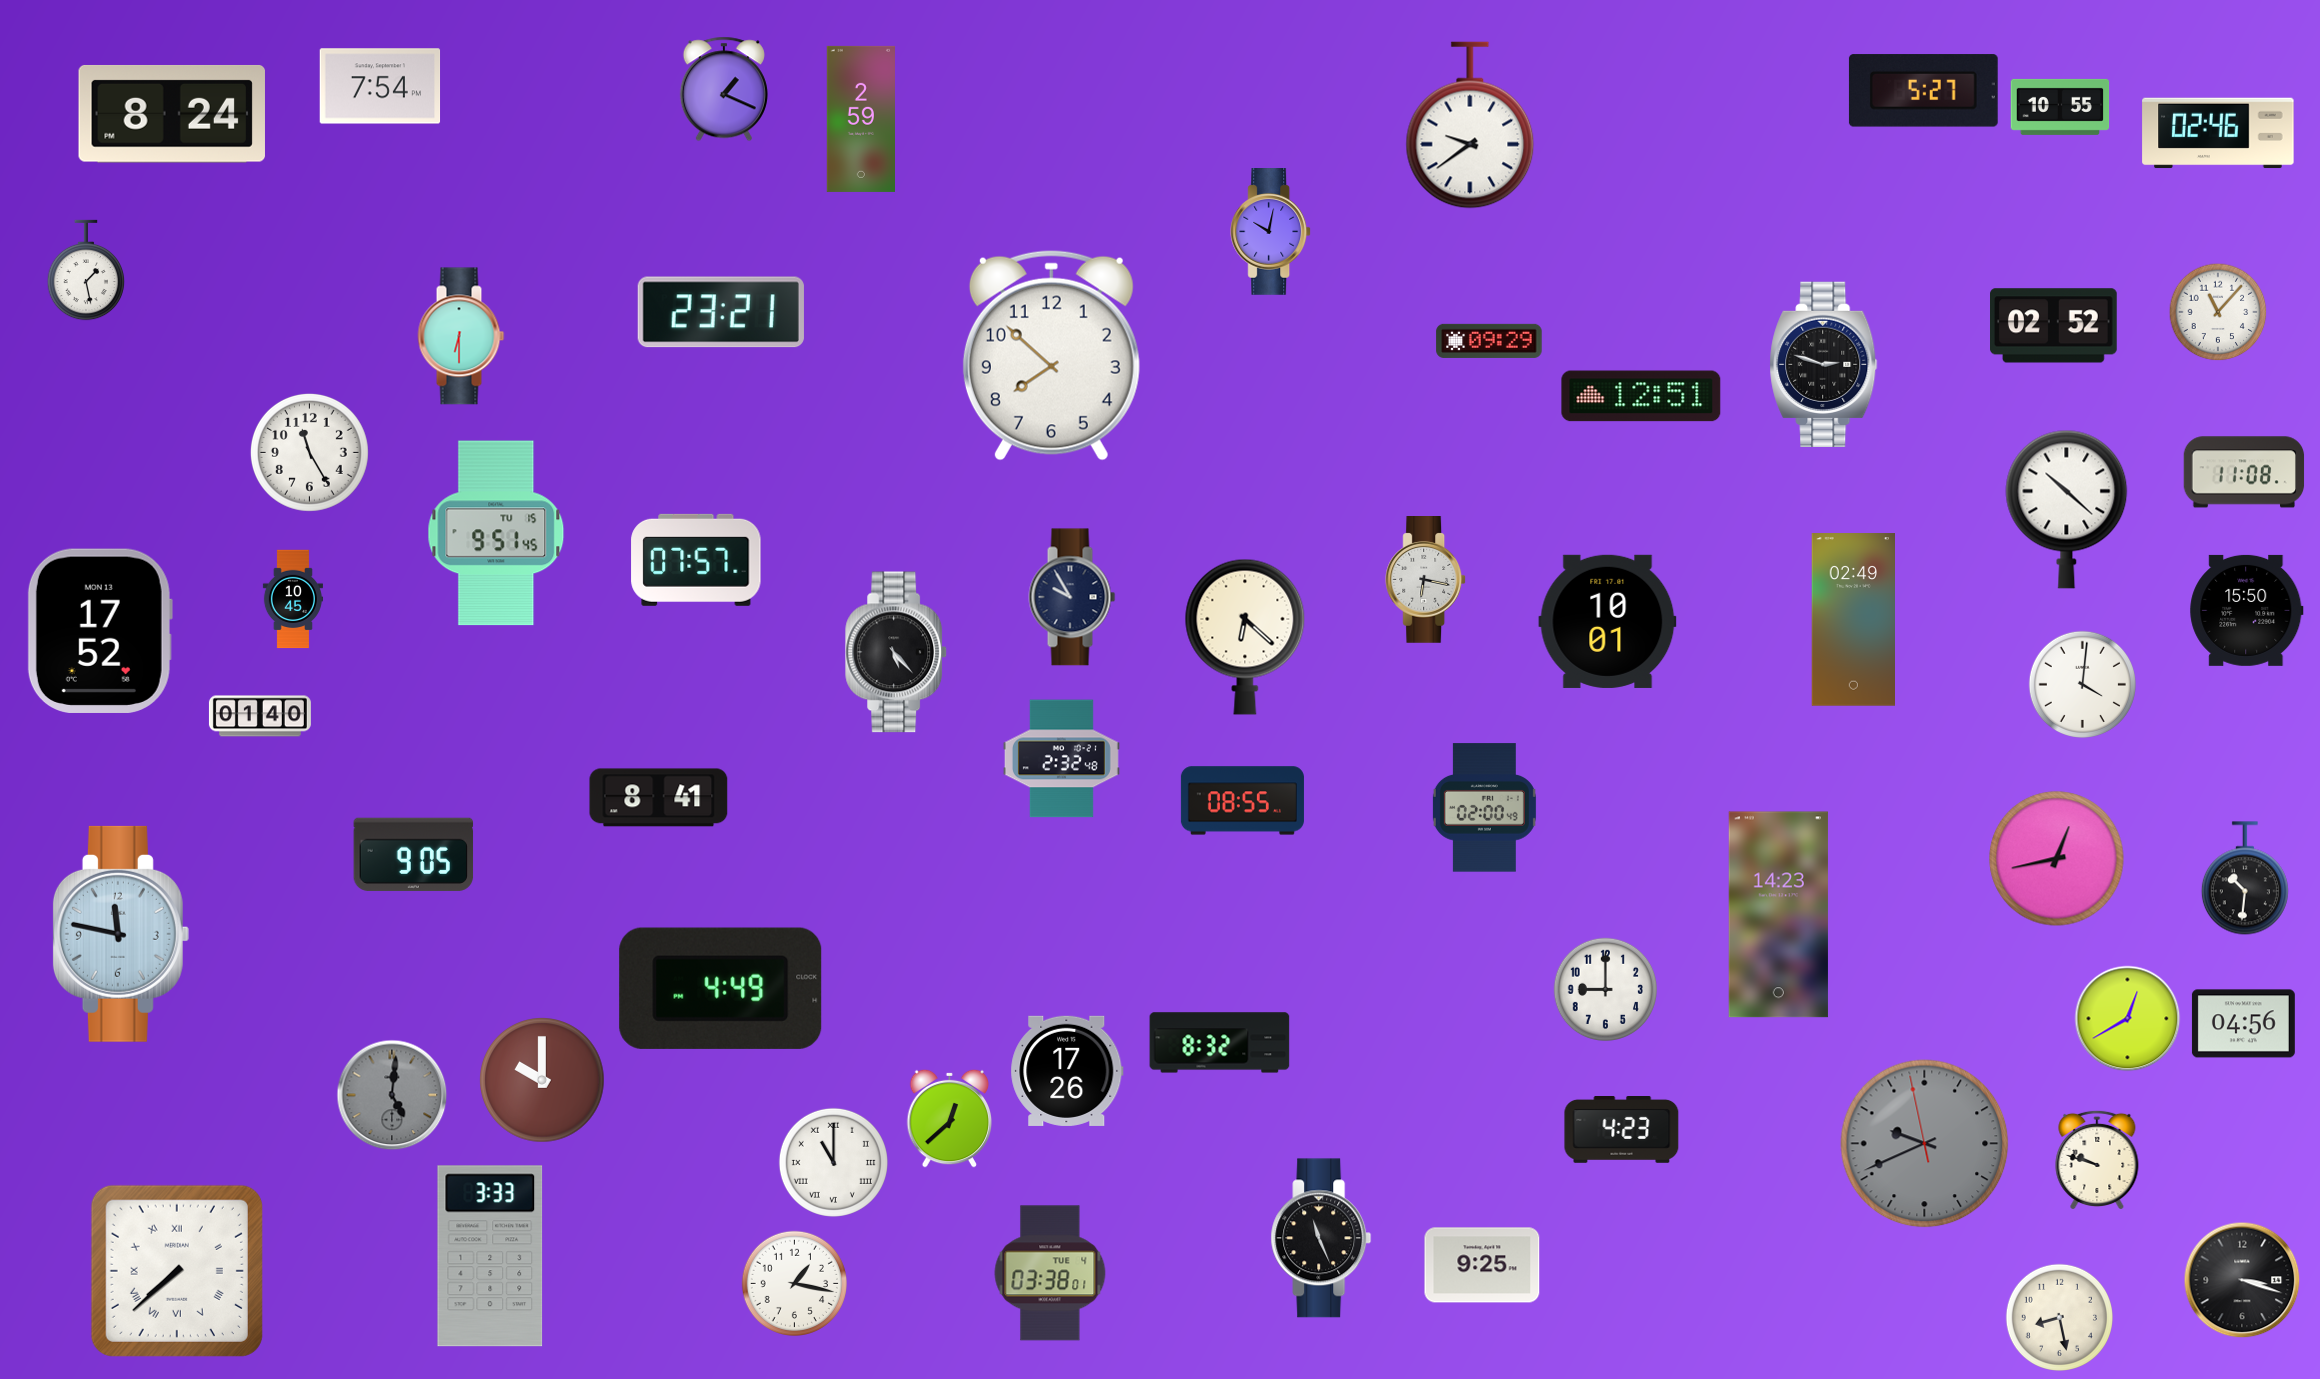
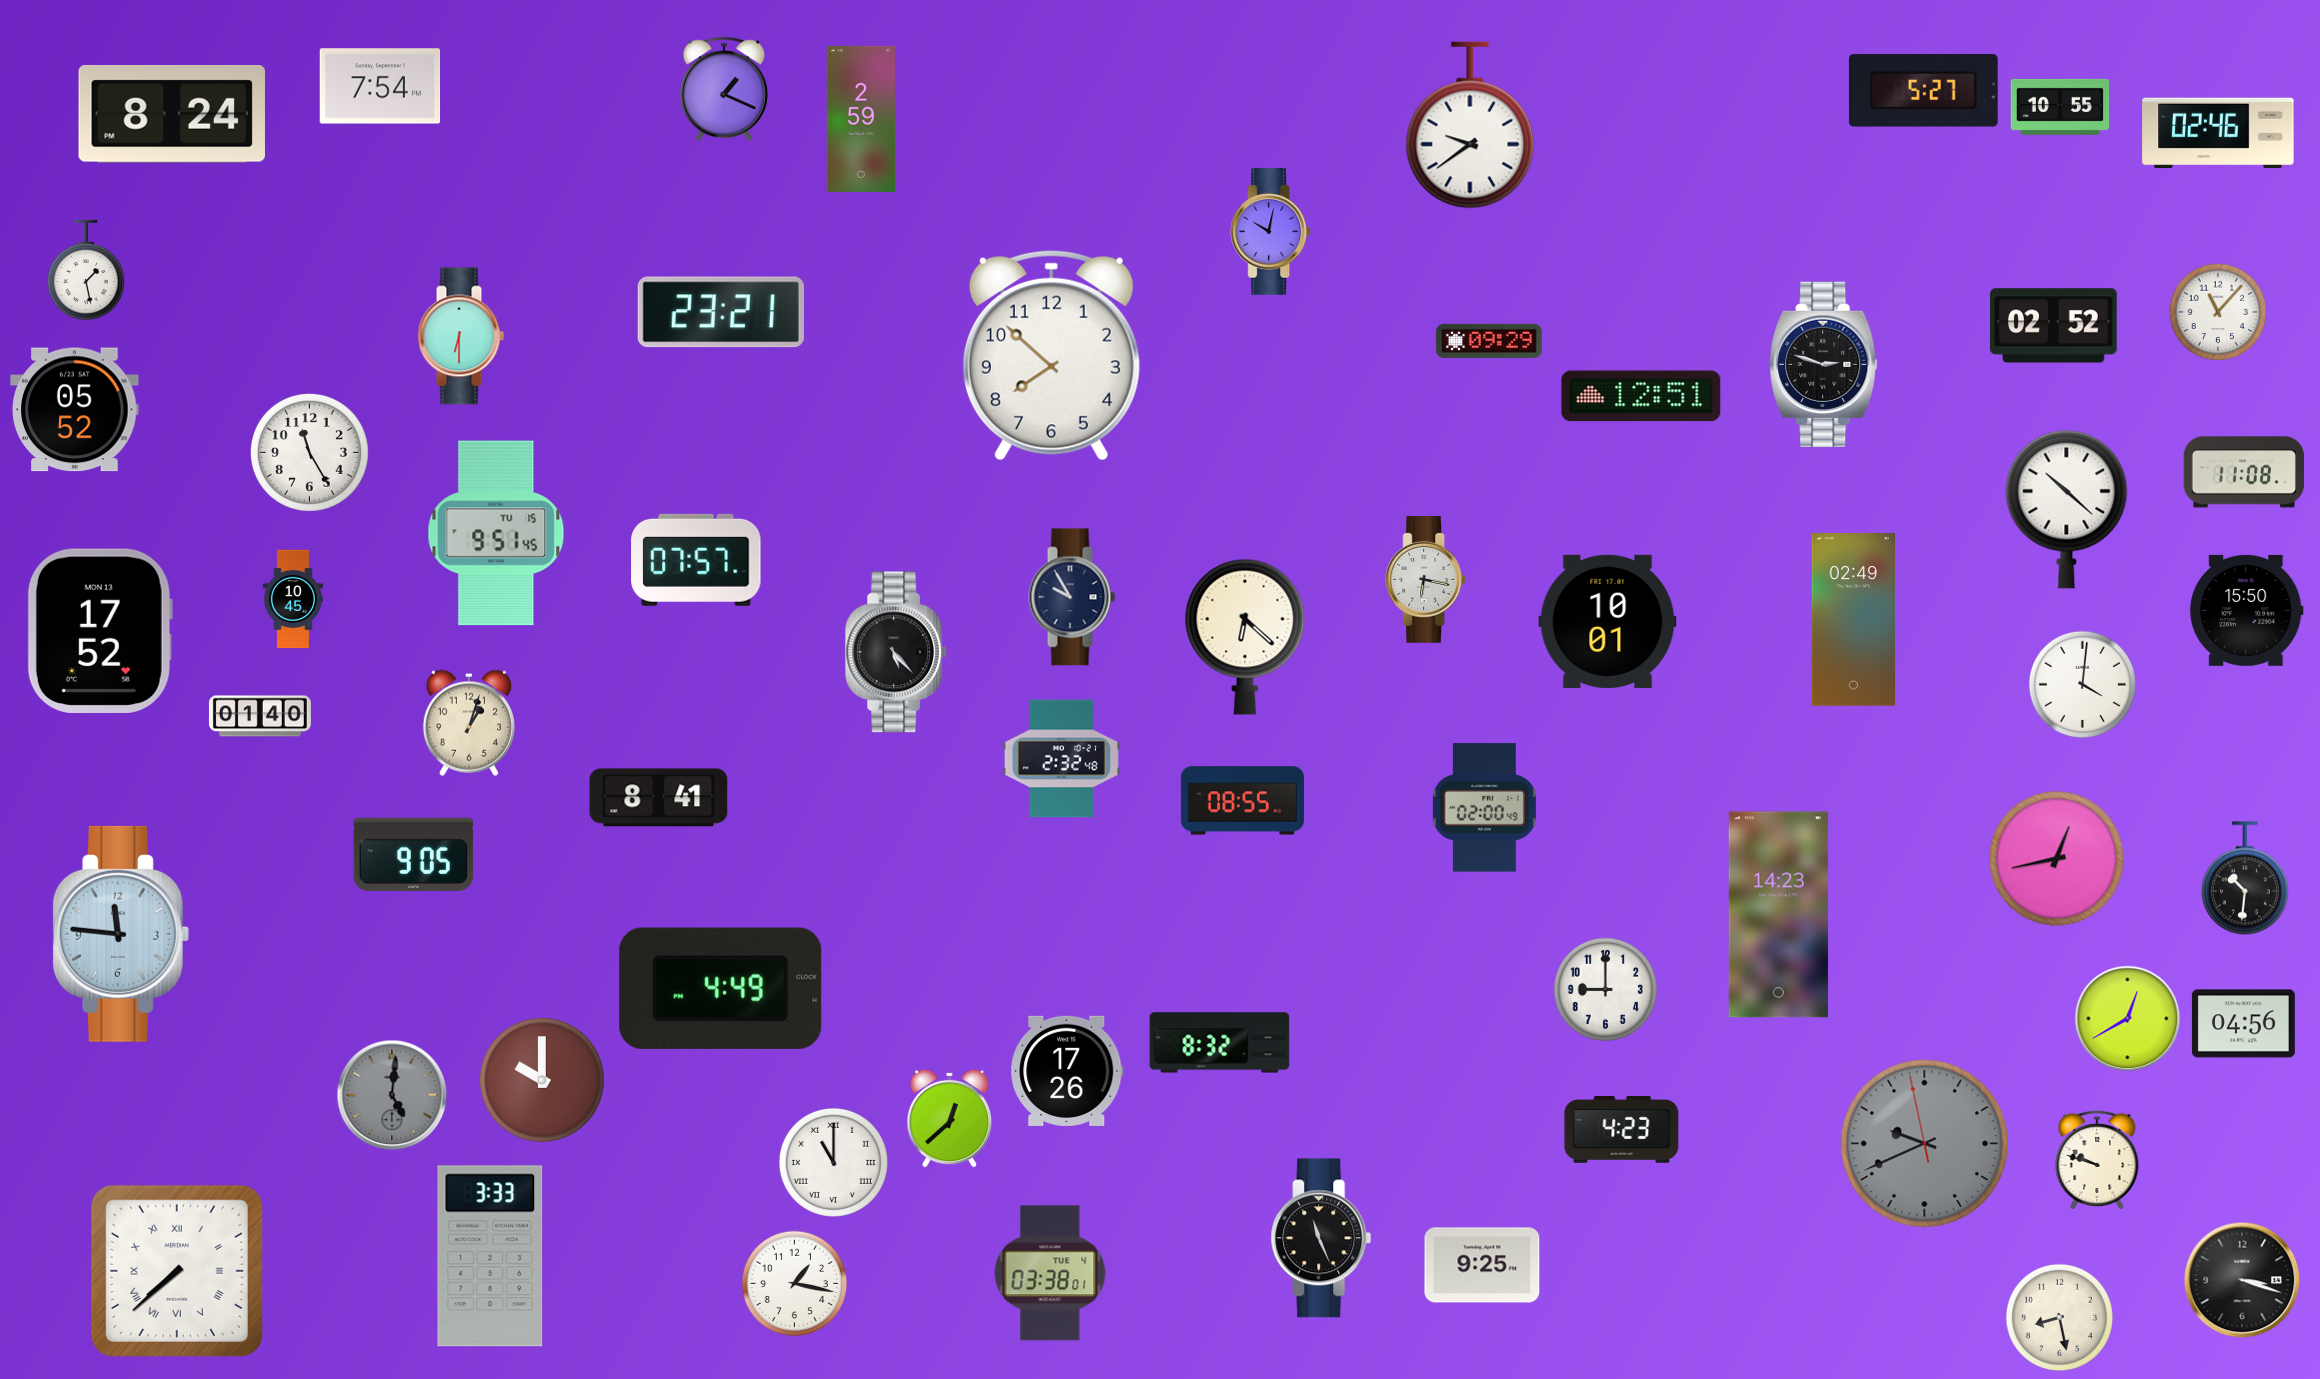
clock at (75, 410): none -> 05:52
clock at (469, 723): none -> 1:03
clock at (121, 934): 11:47 -> 11:46
